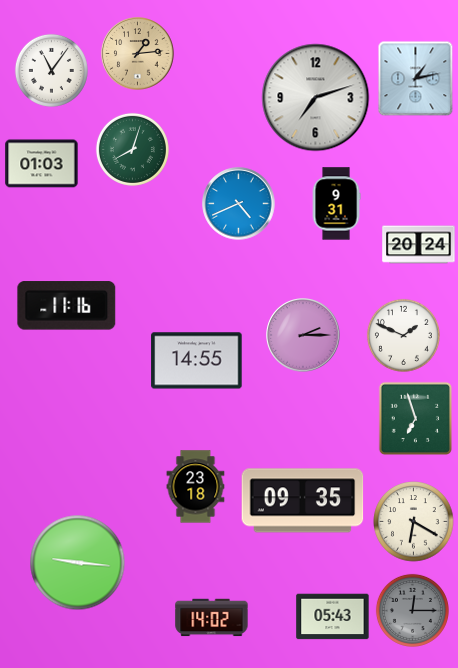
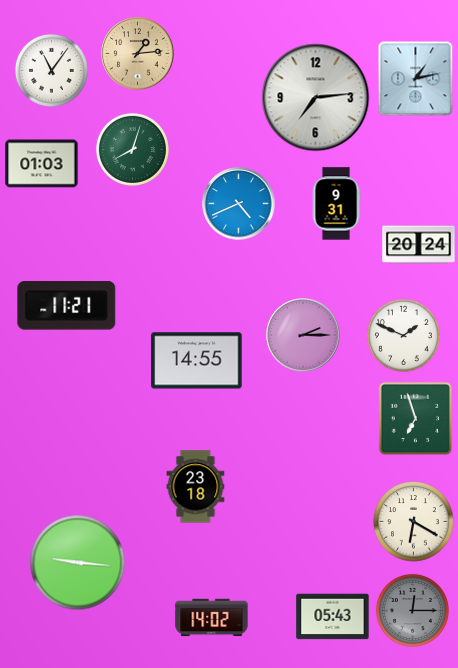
clock at (316, 98): 7:12 -> 7:14
clock at (67, 306): 11:16 -> 11:21
clock at (303, 501): 09:35 -> none
